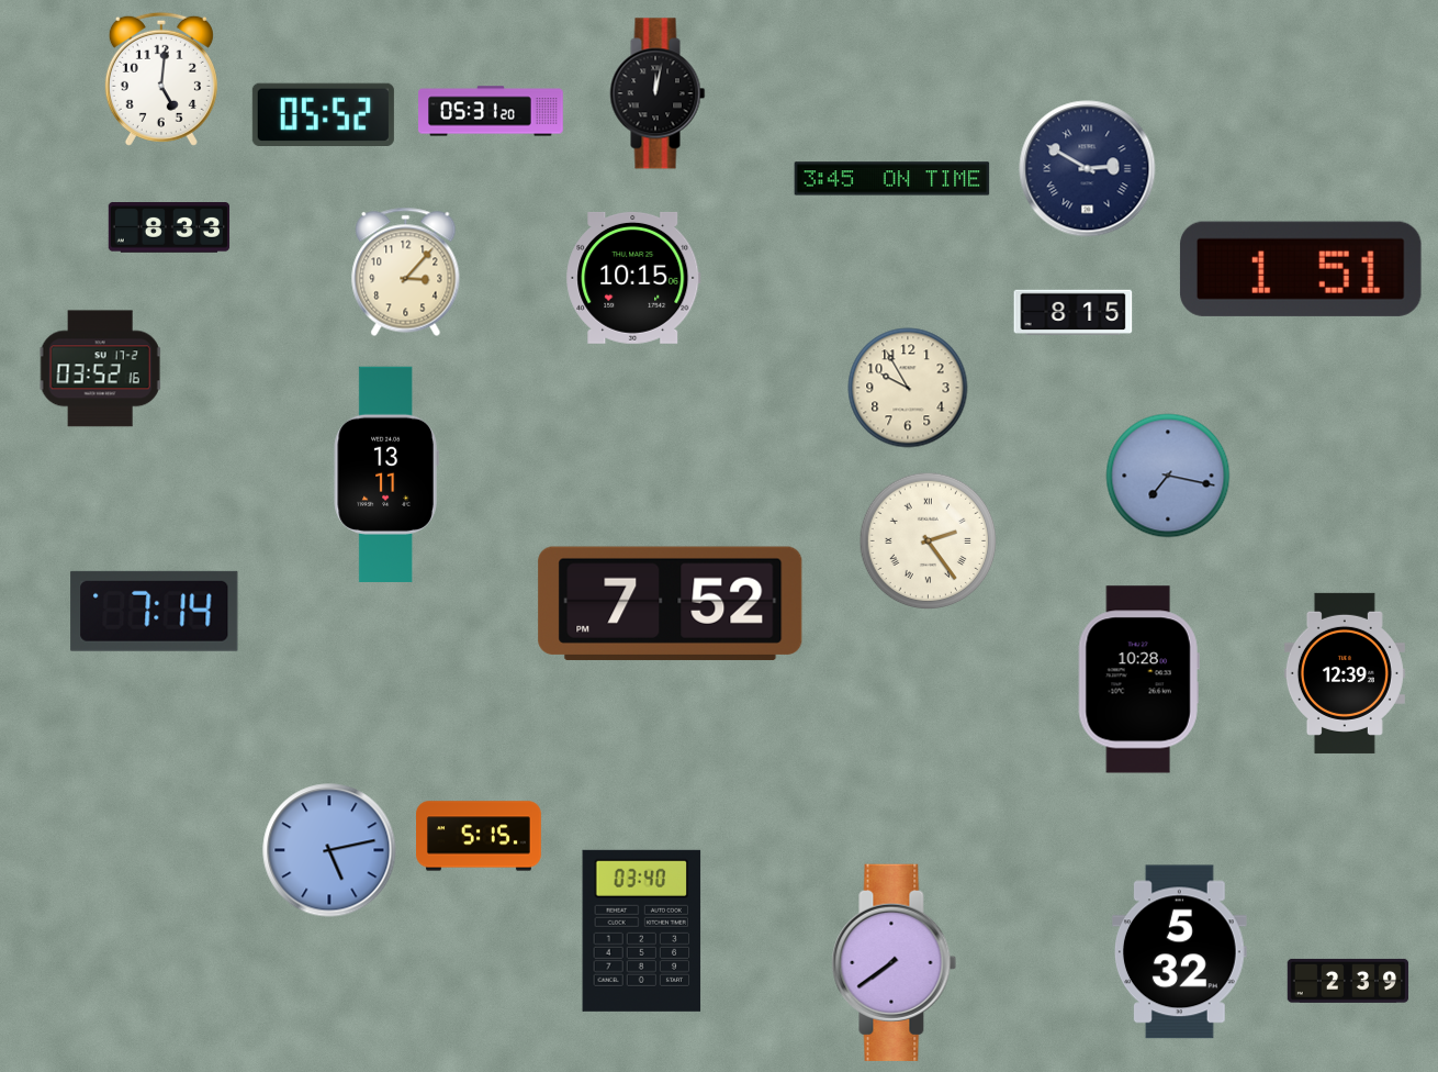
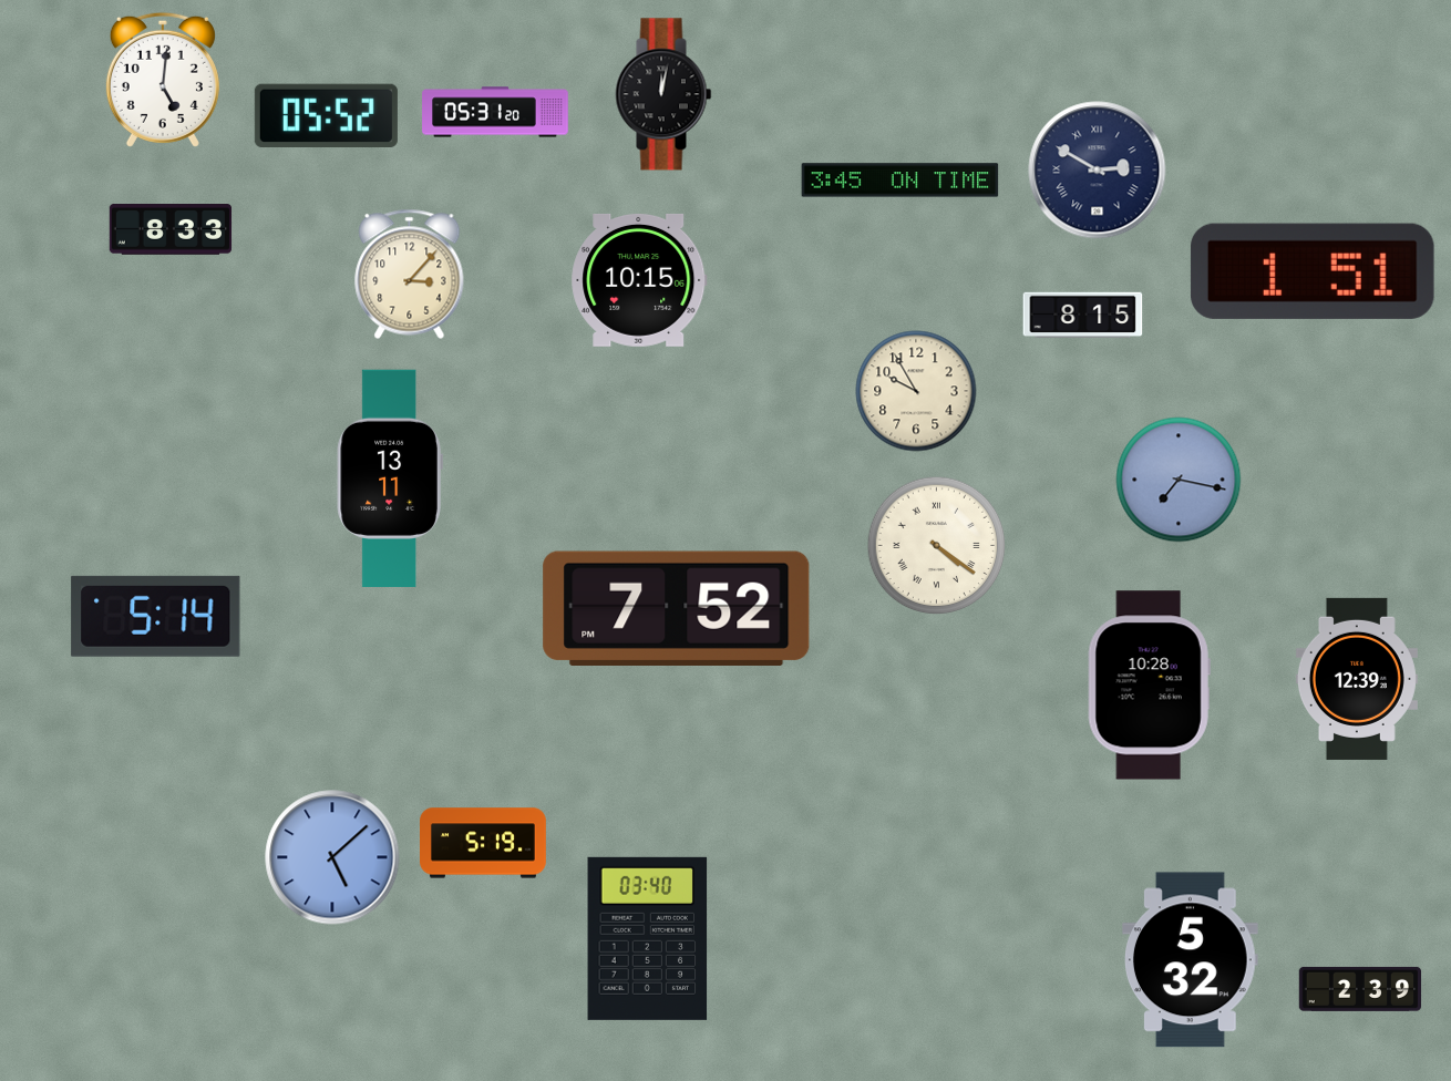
clock at (101, 369): 03:52 -> none
clock at (929, 541): 2:24 -> 4:21
clock at (155, 611): 7:14 -> 5:14
clock at (480, 836): 5:15 -> 5:19
clock at (329, 850): 5:13 -> 5:08
clock at (895, 962): 7:39 -> none
